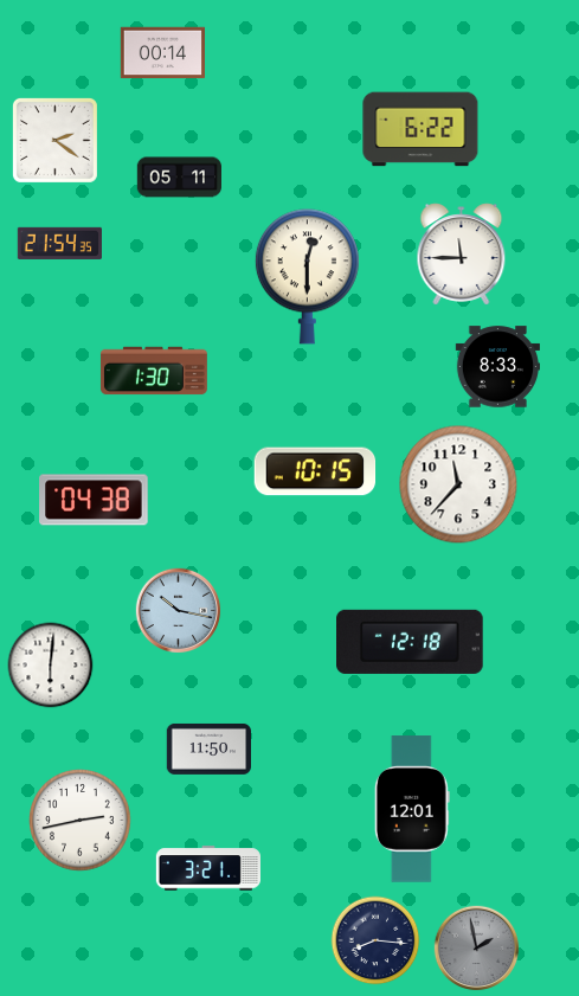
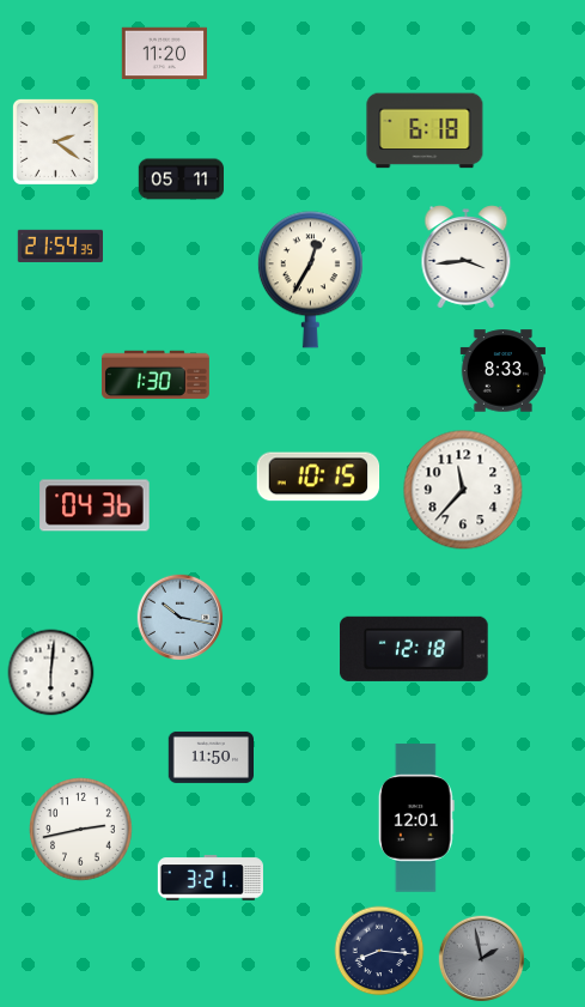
clock at (162, 53): 00:14 -> 11:20
clock at (420, 129): 6:22 -> 6:18
clock at (462, 255): 11:45 -> 3:44
clock at (307, 277): 12:30 -> 12:35
clock at (94, 500): 04:38 -> 04:36
